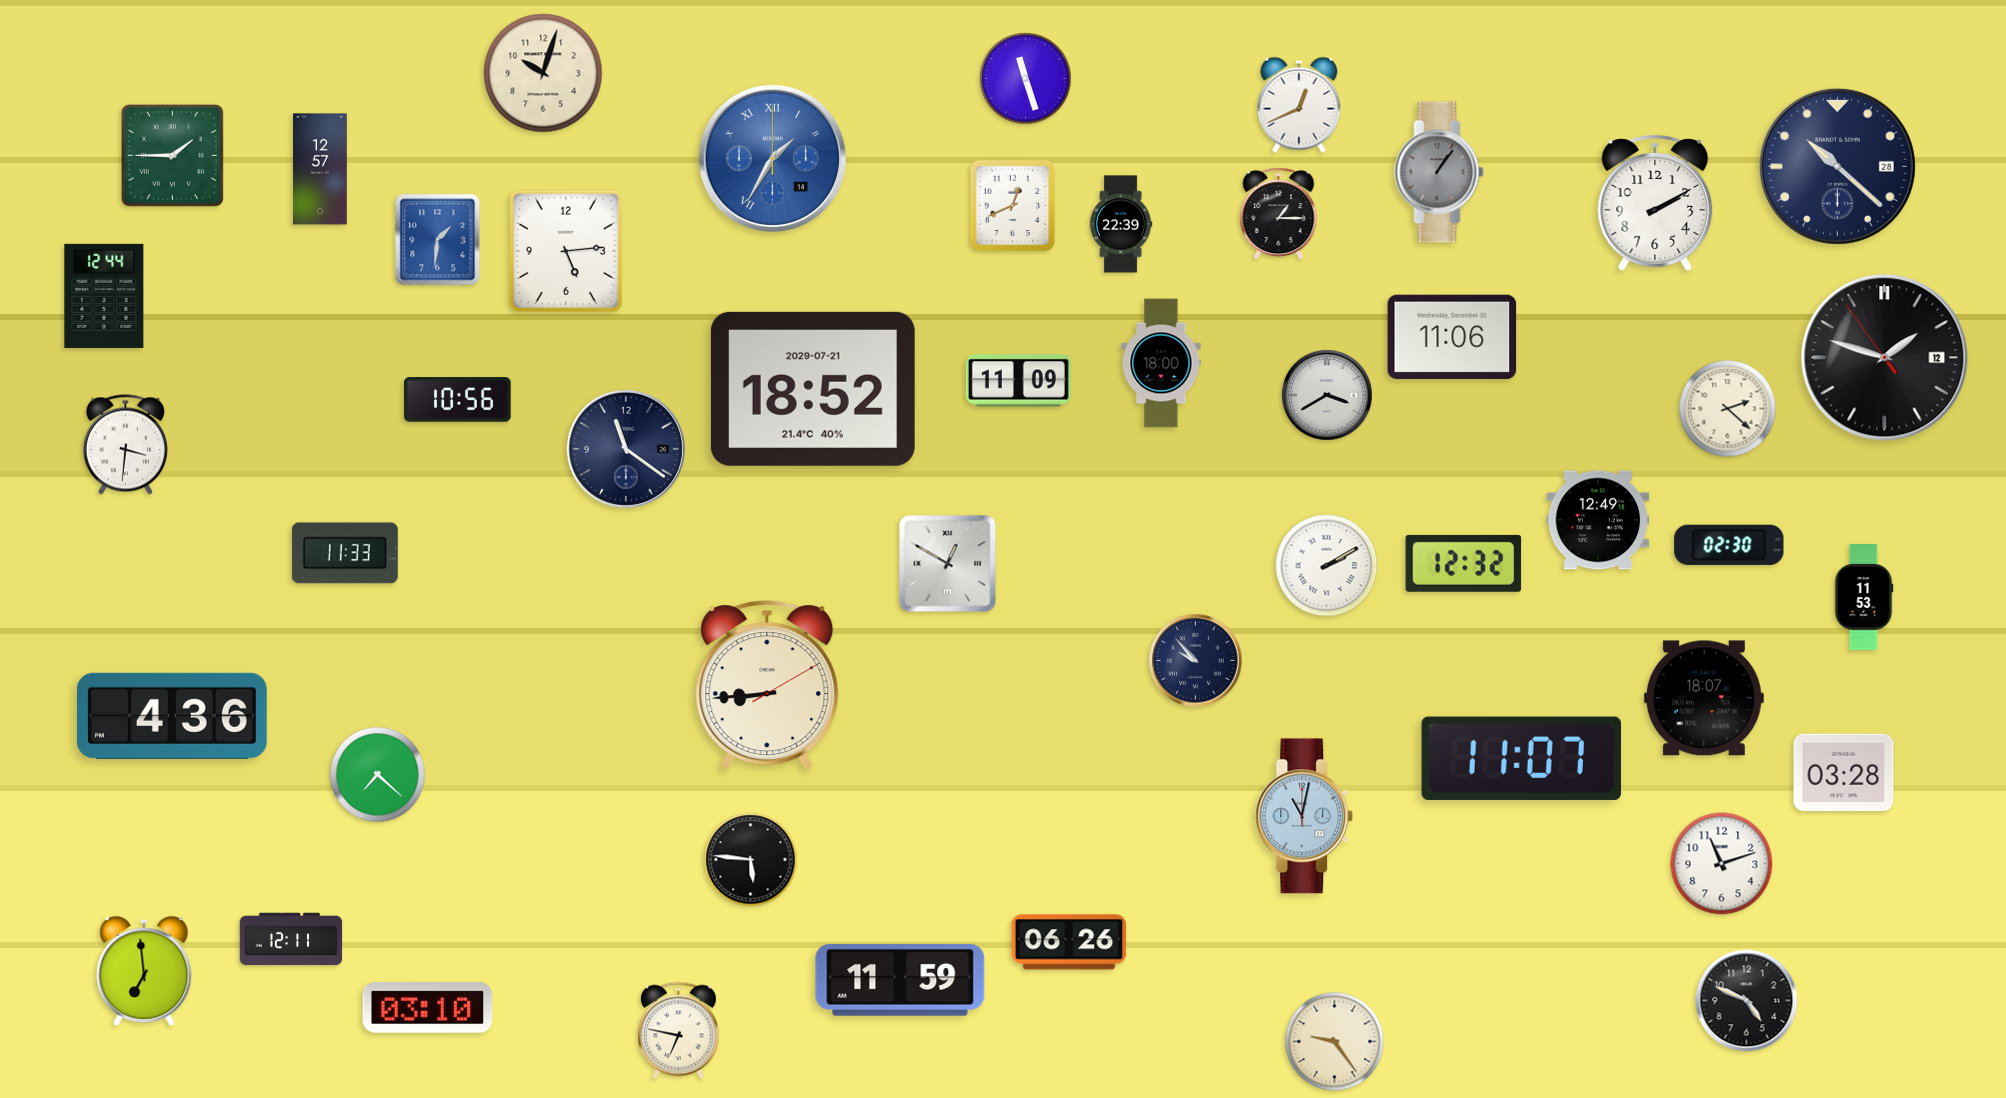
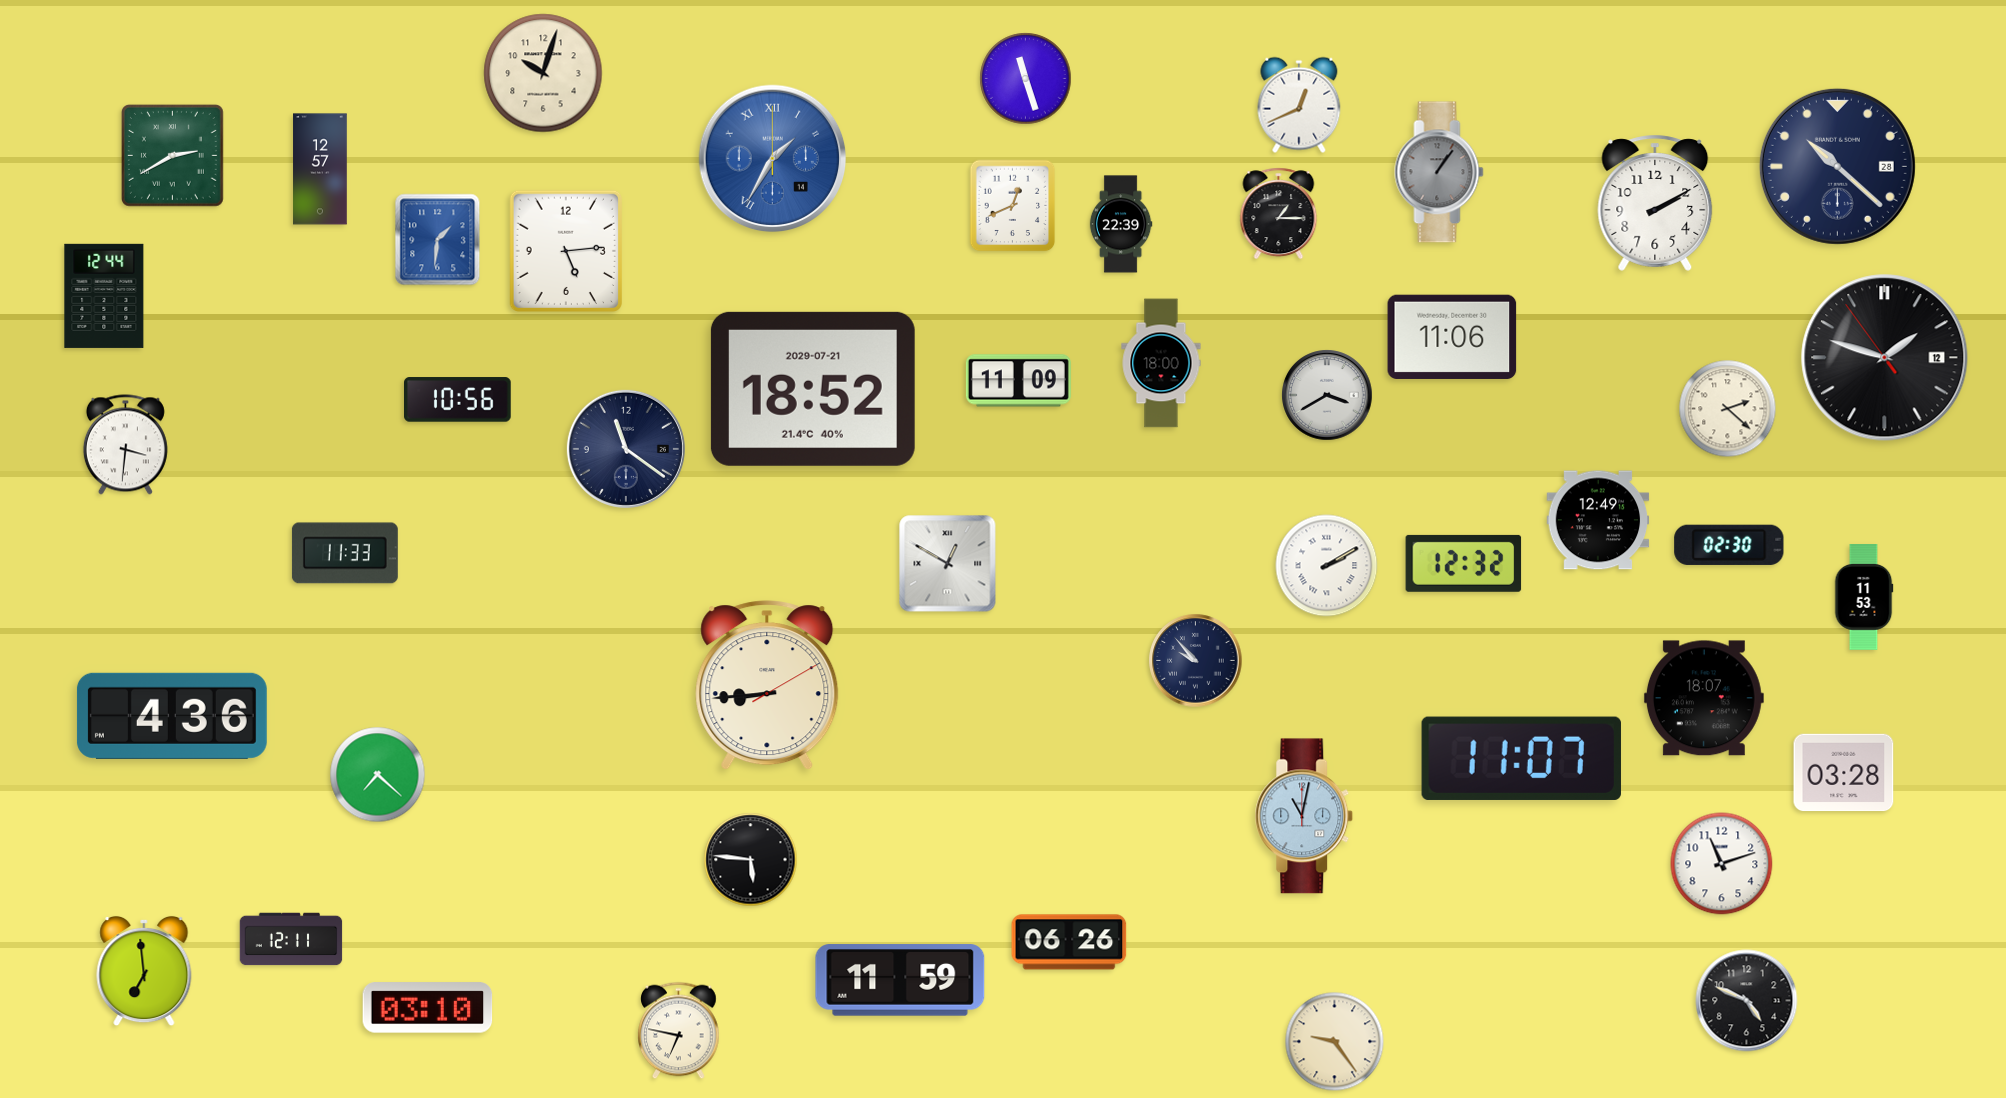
clock at (172, 155): 1:45 -> 2:40
